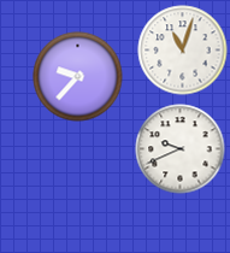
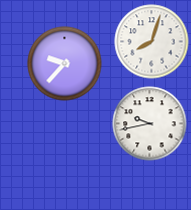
clock at (183, 51): 11:03 -> 8:03
clock at (181, 149): 9:41 -> 9:43
